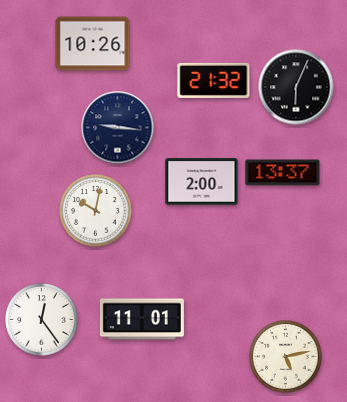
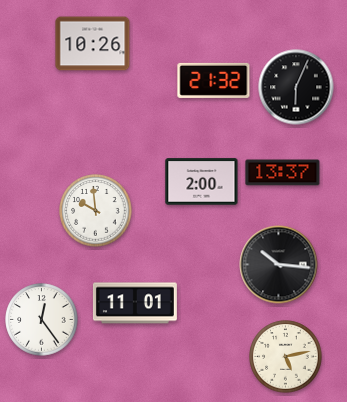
clock at (118, 128): 9:16 -> none
clock at (96, 211): 10:02 -> 9:59
clock at (279, 265): none -> 10:16
clock at (142, 319) position: (142, 319) -> (135, 303)
